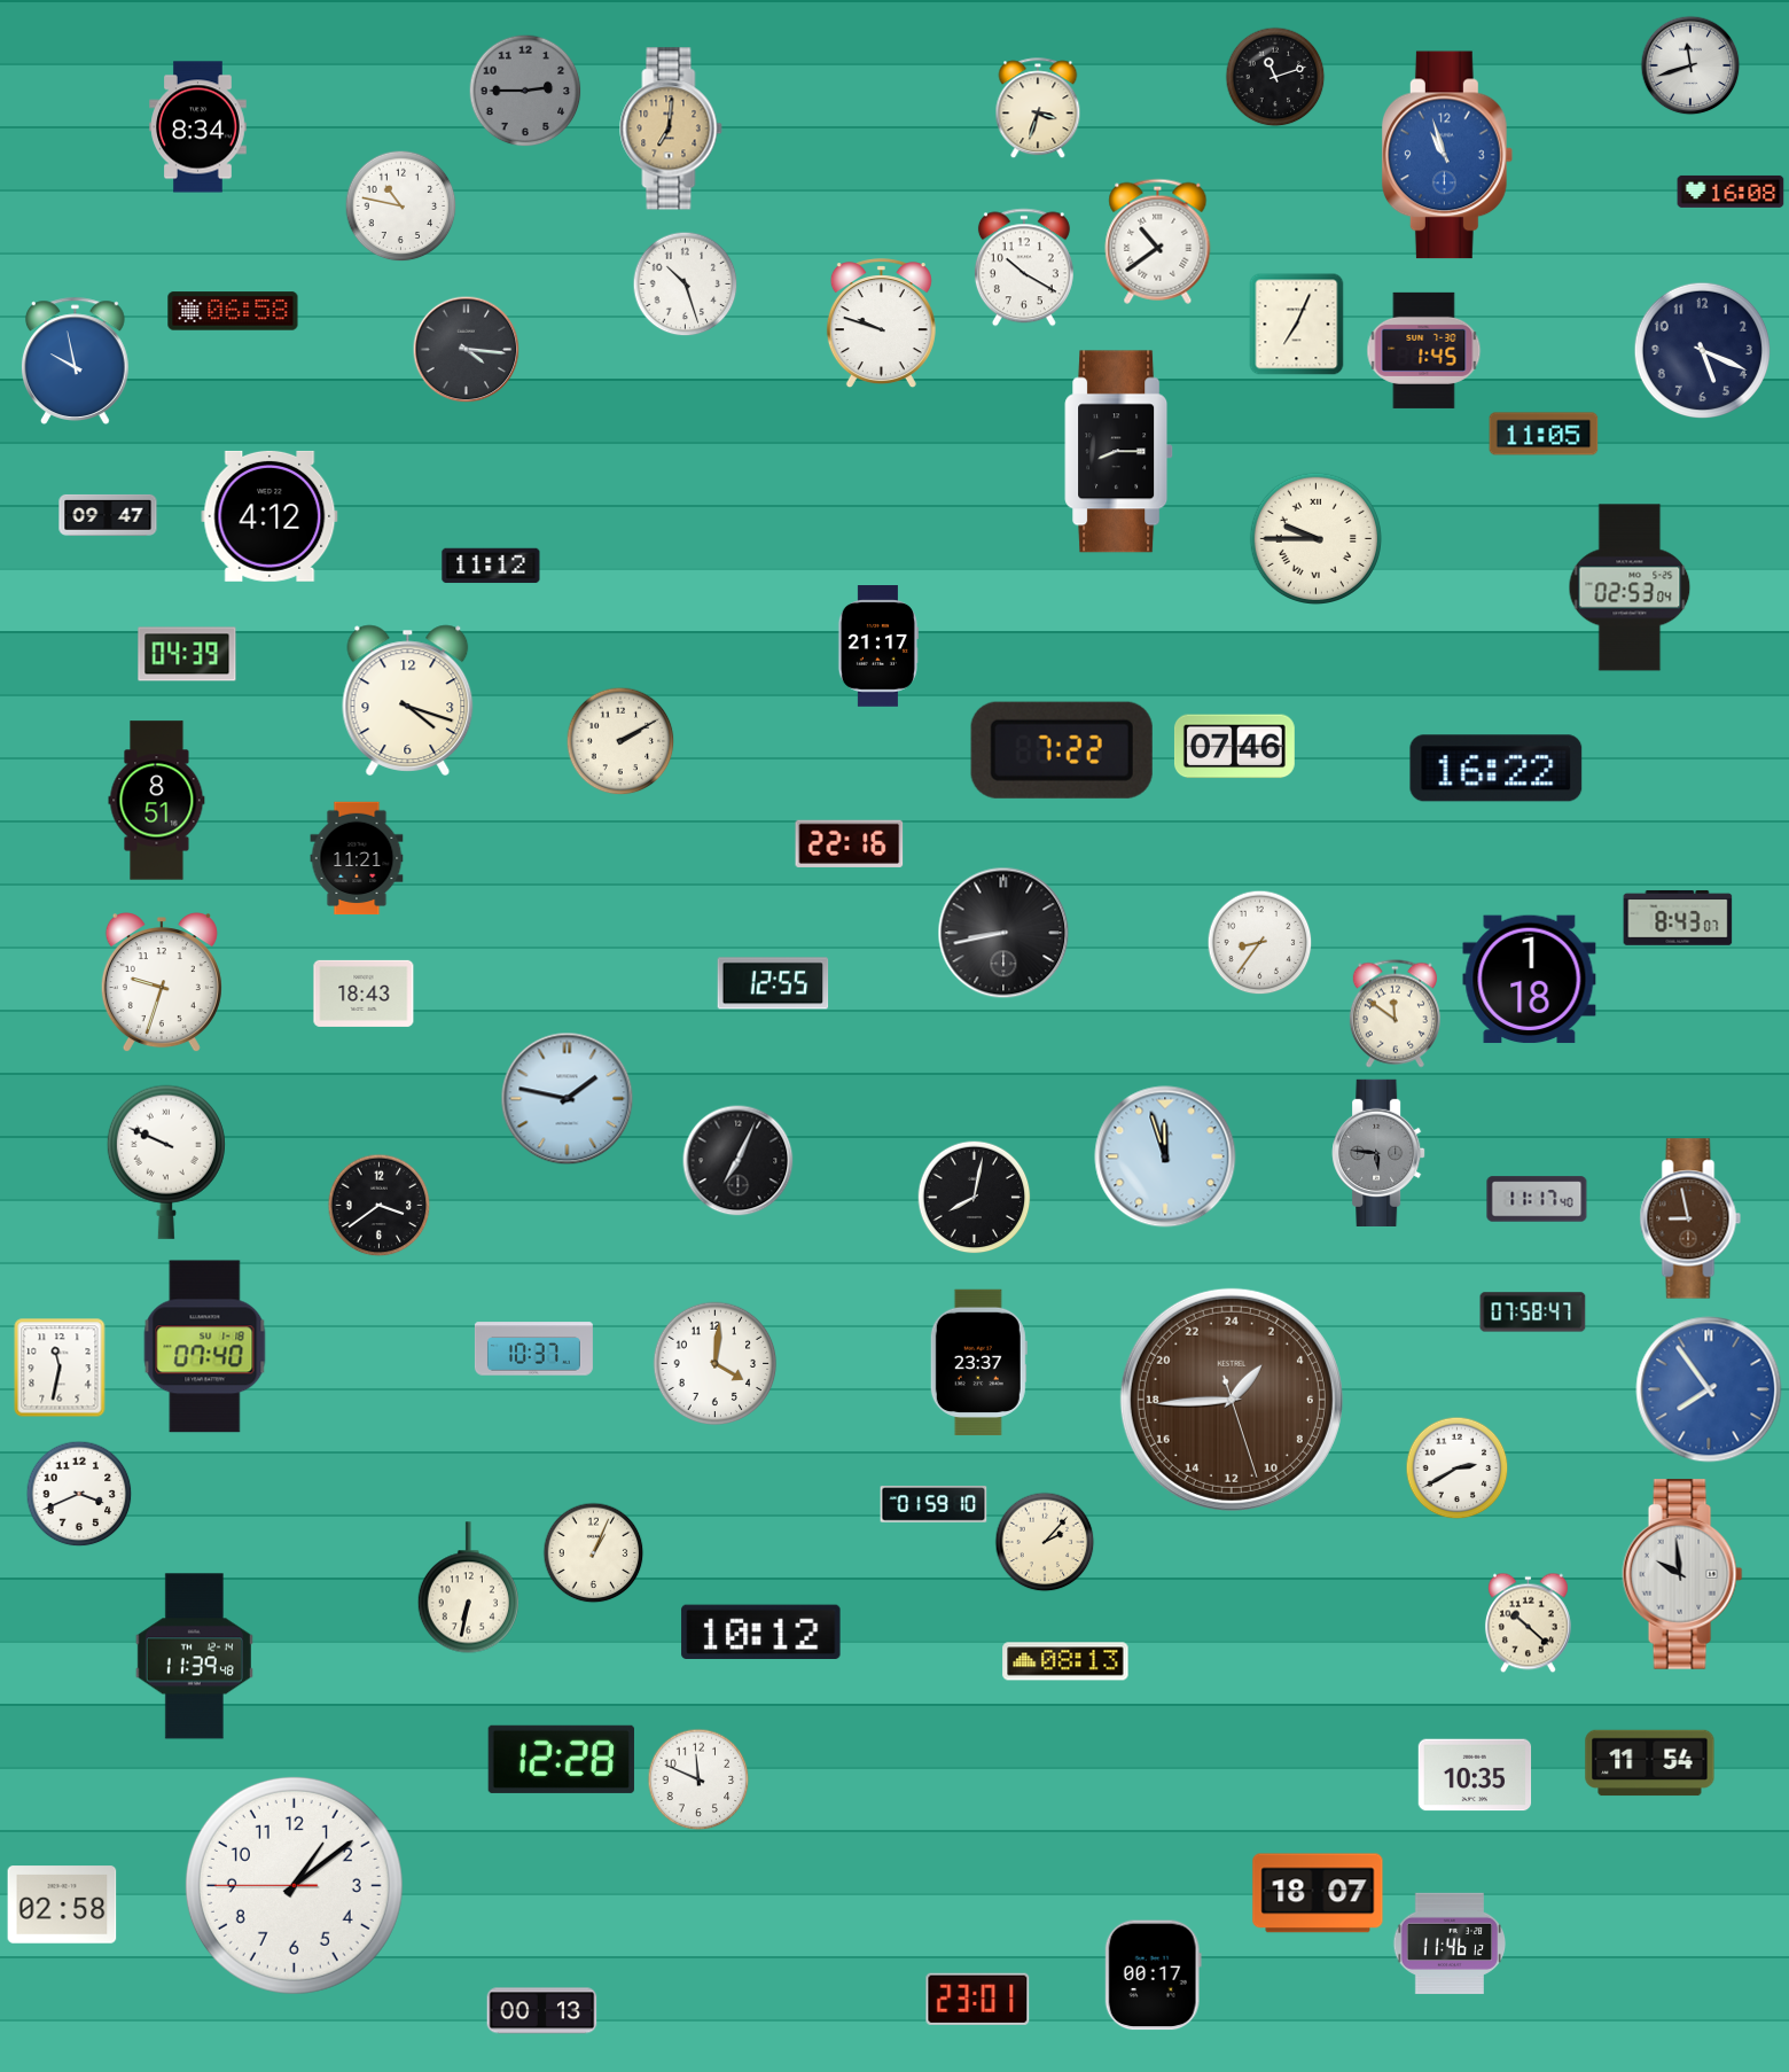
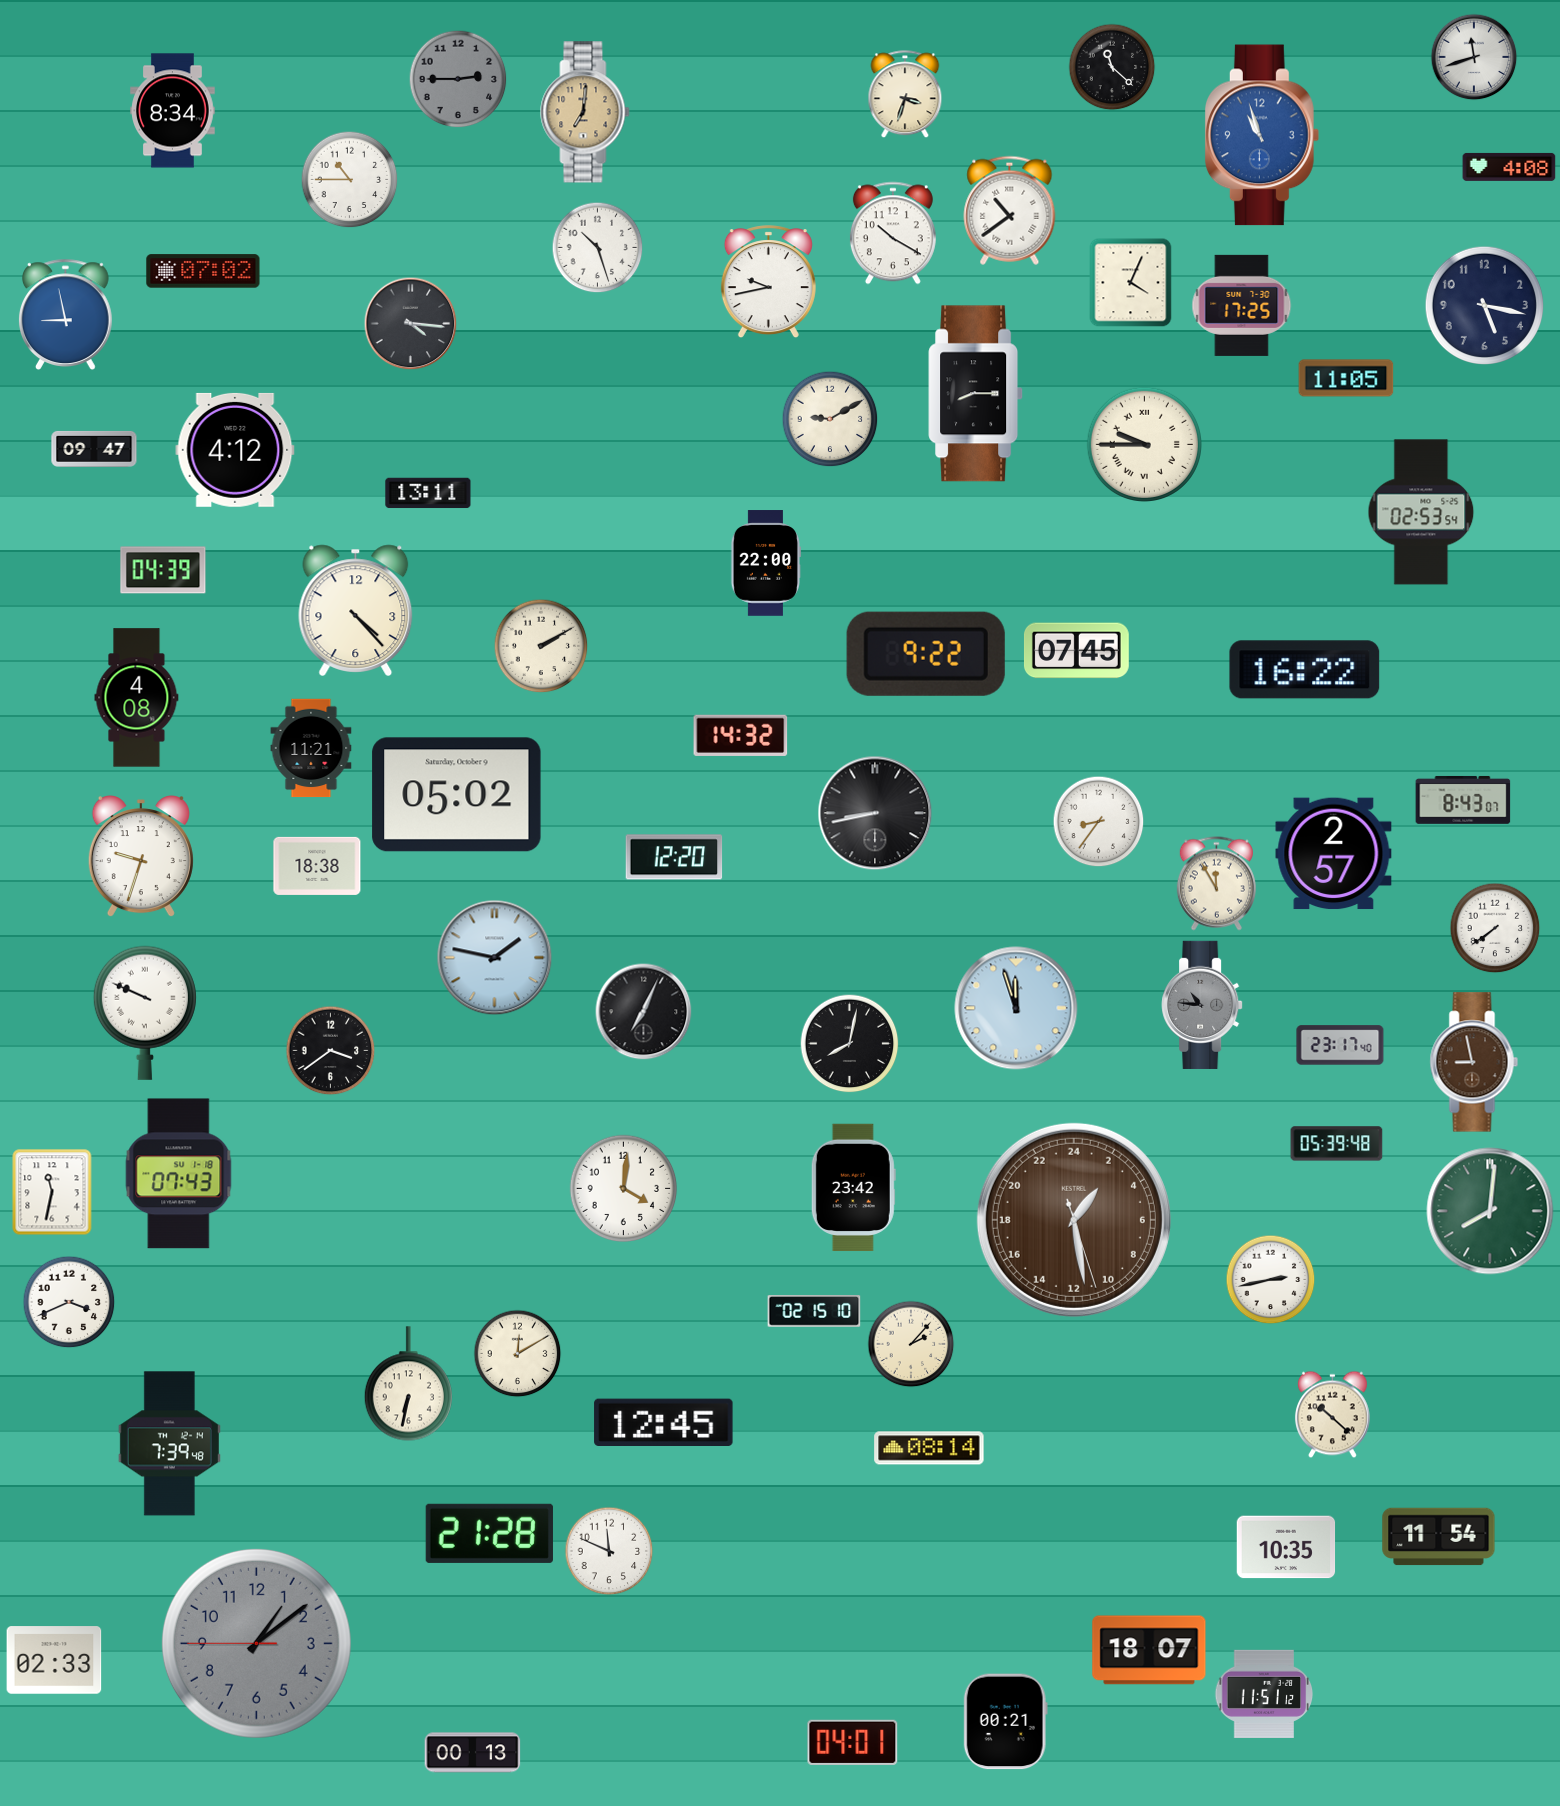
clock at (1275, 77): 11:12 -> 11:22
clock at (1731, 192): 16:08 -> 4:08
clock at (401, 207): 10:47 -> 10:45
clock at (233, 311): 06:58 -> 07:02
clock at (881, 324): 9:48 -> 9:43
clock at (1297, 325): 7:04 -> 4:04
clock at (467, 350) position: (467, 350) -> (411, 324)
clock at (1424, 350): 1:45 -> 17:25
clock at (1702, 350): 5:19 -> 5:17
clock at (76, 360): 9:58 -> 8:58
clock at (830, 419): none -> 9:10
clock at (1315, 538) position: (1315, 538) -> (1144, 444)
clock at (491, 566): 11:12 -> 13:11
clock at (1630, 587): 02:53:04 -> 02:53:54
clock at (877, 646): 21:17 -> 22:00
clock at (408, 700): 4:18 -> 4:23
clock at (1234, 747): 07:46 -> 07:45
clock at (1062, 750): 7:22 -> 9:22
clock at (157, 801): 8:51 -> 4:08
clock at (850, 843): 22:16 -> 14:32
clock at (457, 795): none -> 05:02
clock at (1530, 980): 1:18 -> 2:57
clock at (773, 983): 12:55 -> 12:20
clock at (364, 994): 18:43 -> 18:38
clock at (1395, 1014): 11:51 -> 11:55
clock at (1495, 928): none -> 7:39
clock at (1378, 1153): 5:46 -> 10:46
clock at (1537, 1199): 11:17 -> 23:17
clock at (1533, 1312): 07:58 -> 05:39
clock at (205, 1347): 07:40 -> 07:43
clock at (533, 1349): 10:37 -> none
clock at (978, 1363): 23:37 -> 23:42
clock at (1709, 1389): 7:54 -> 8:01
clock at (1709, 1389) dial: blue -> green
clock at (1232, 1400): 2:44 -> 2:28
clock at (1458, 1469): 2:40 -> 2:43
clock at (933, 1504): 01:59 -> 02:15
clock at (594, 1553): 1:04 -> 12:10
clock at (1682, 1574): 9:59 -> none
clock at (761, 1633): 10:12 -> 12:45
clock at (194, 1657): 11:39 -> 7:39
clock at (1065, 1661): 08:13 -> 08:14
clock at (561, 1759): 12:28 -> 21:28
clock at (294, 1885) dial: white -> grey
clock at (62, 1904): 02:58 -> 02:33
clock at (1450, 1942): 11:46 -> 11:51
clock at (1153, 1976): 00:17 -> 00:21
clock at (978, 1999): 23:01 -> 04:01
